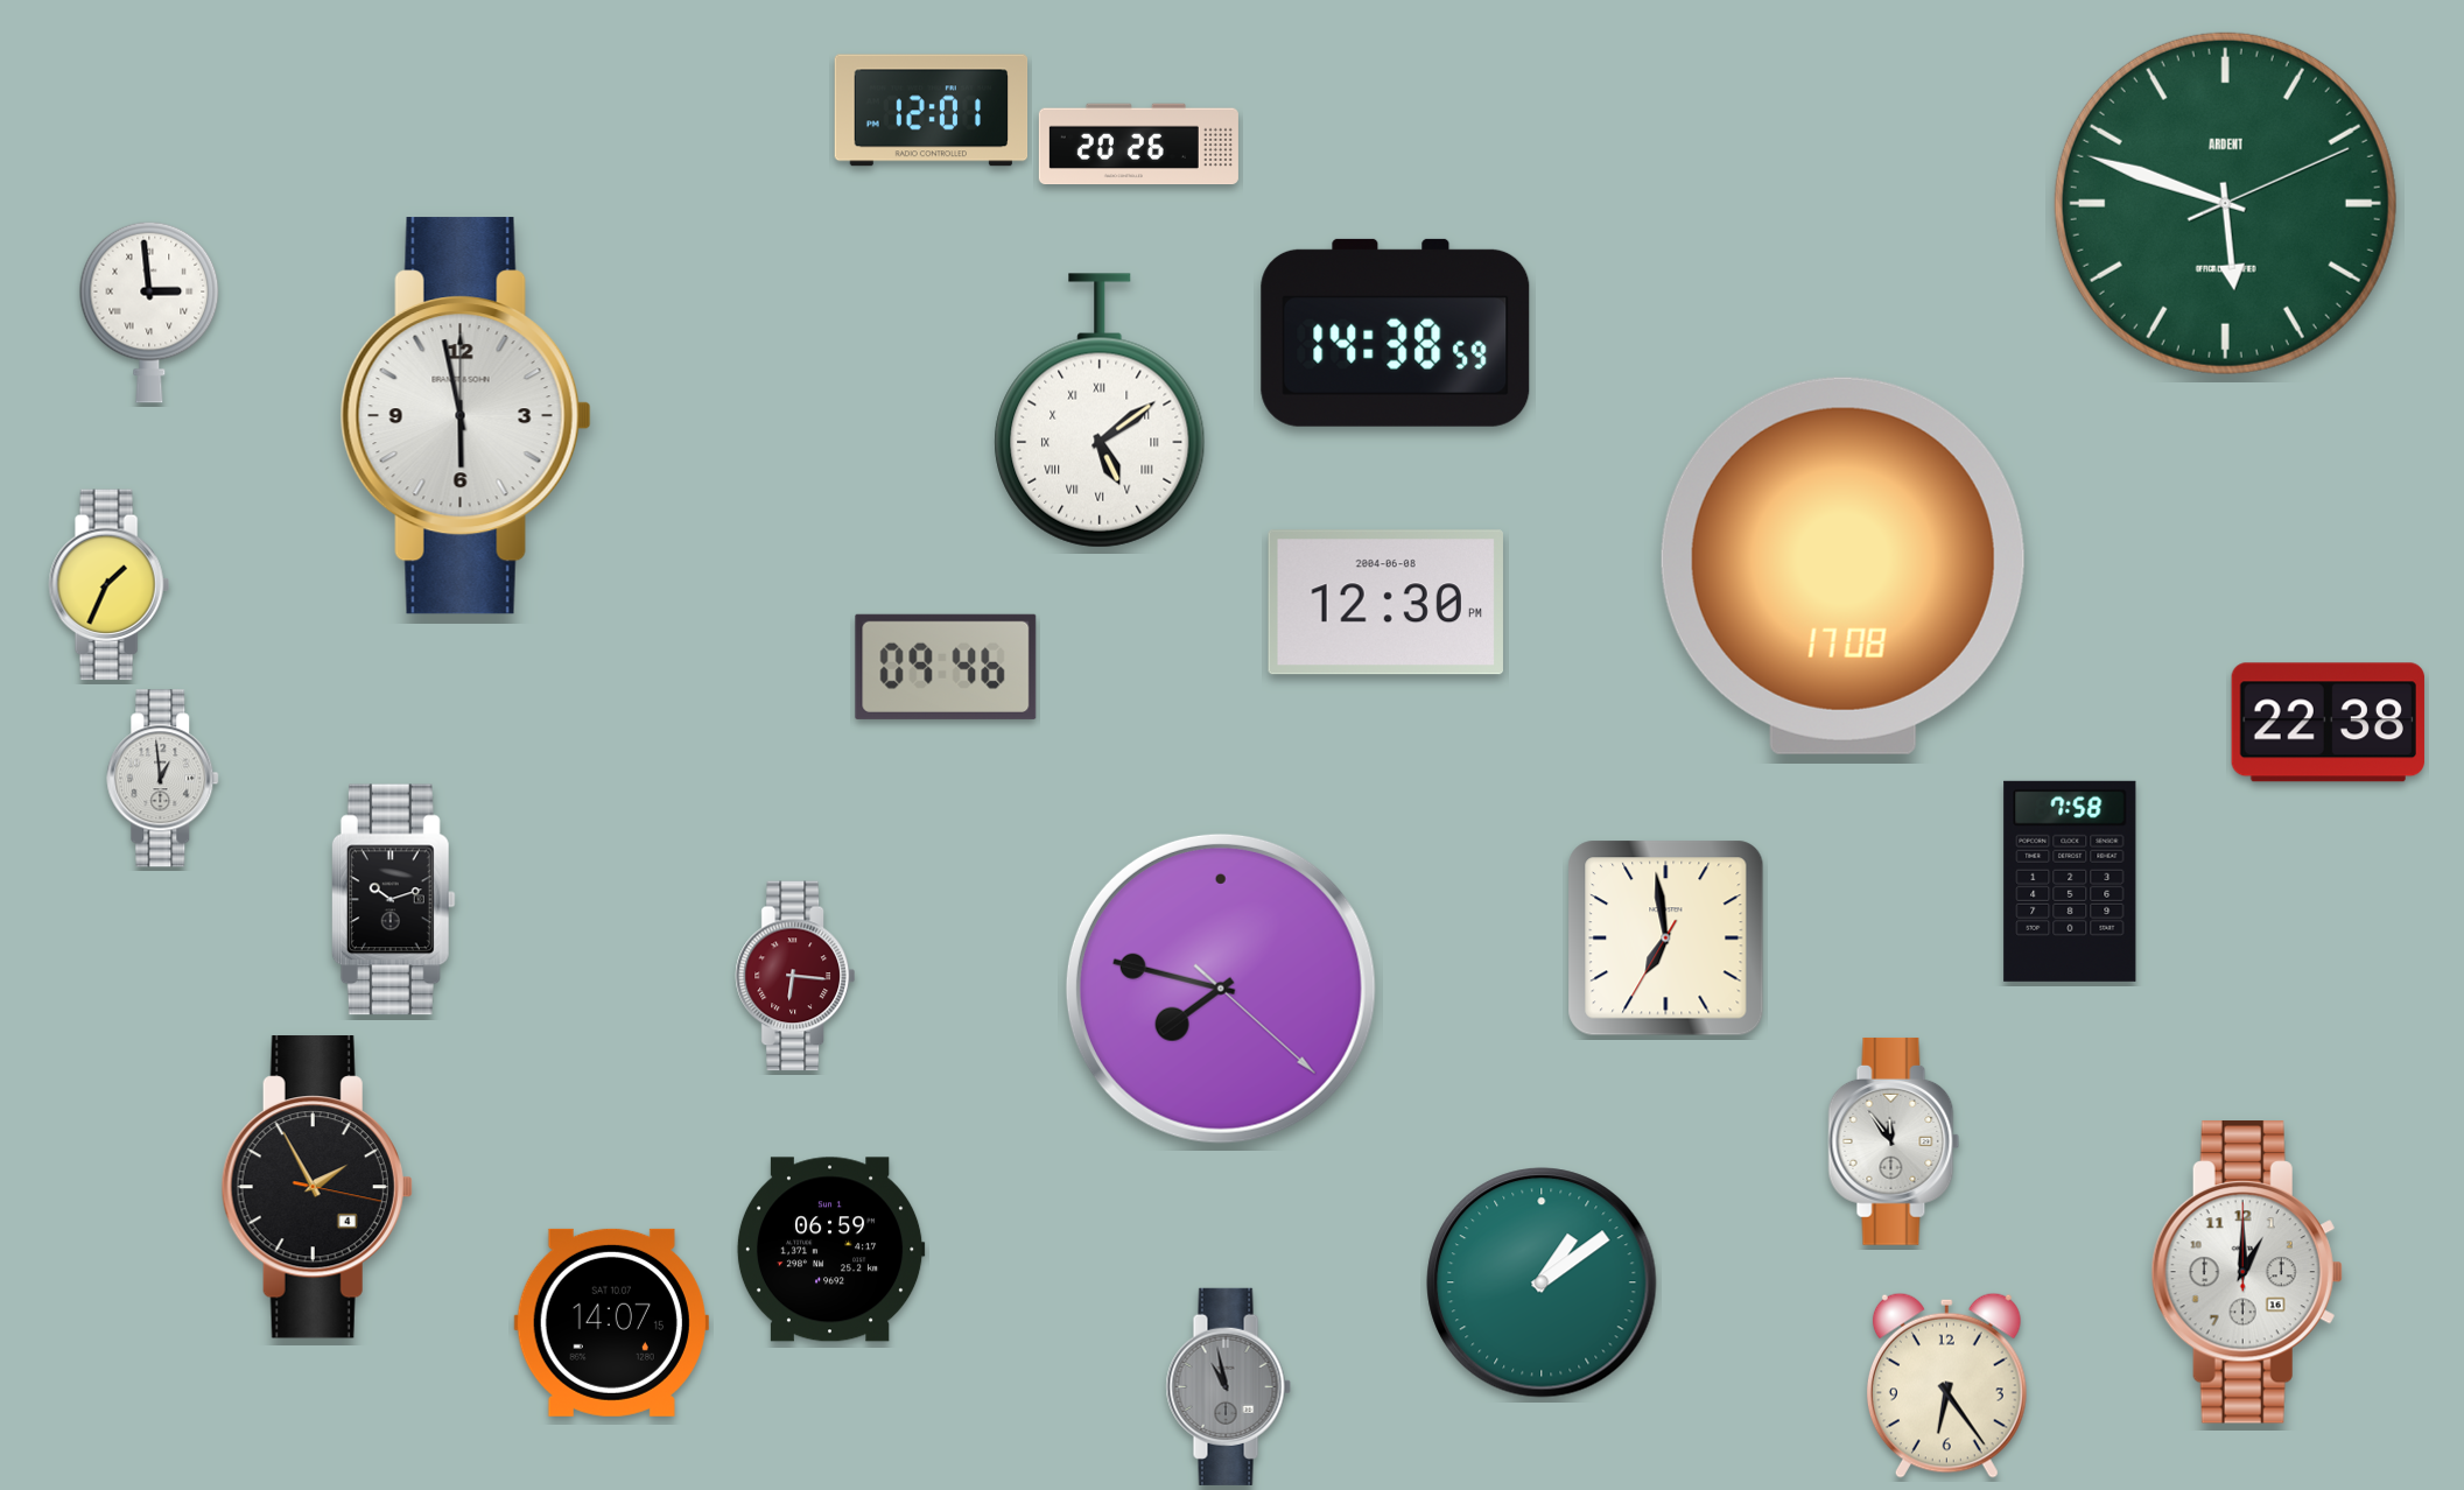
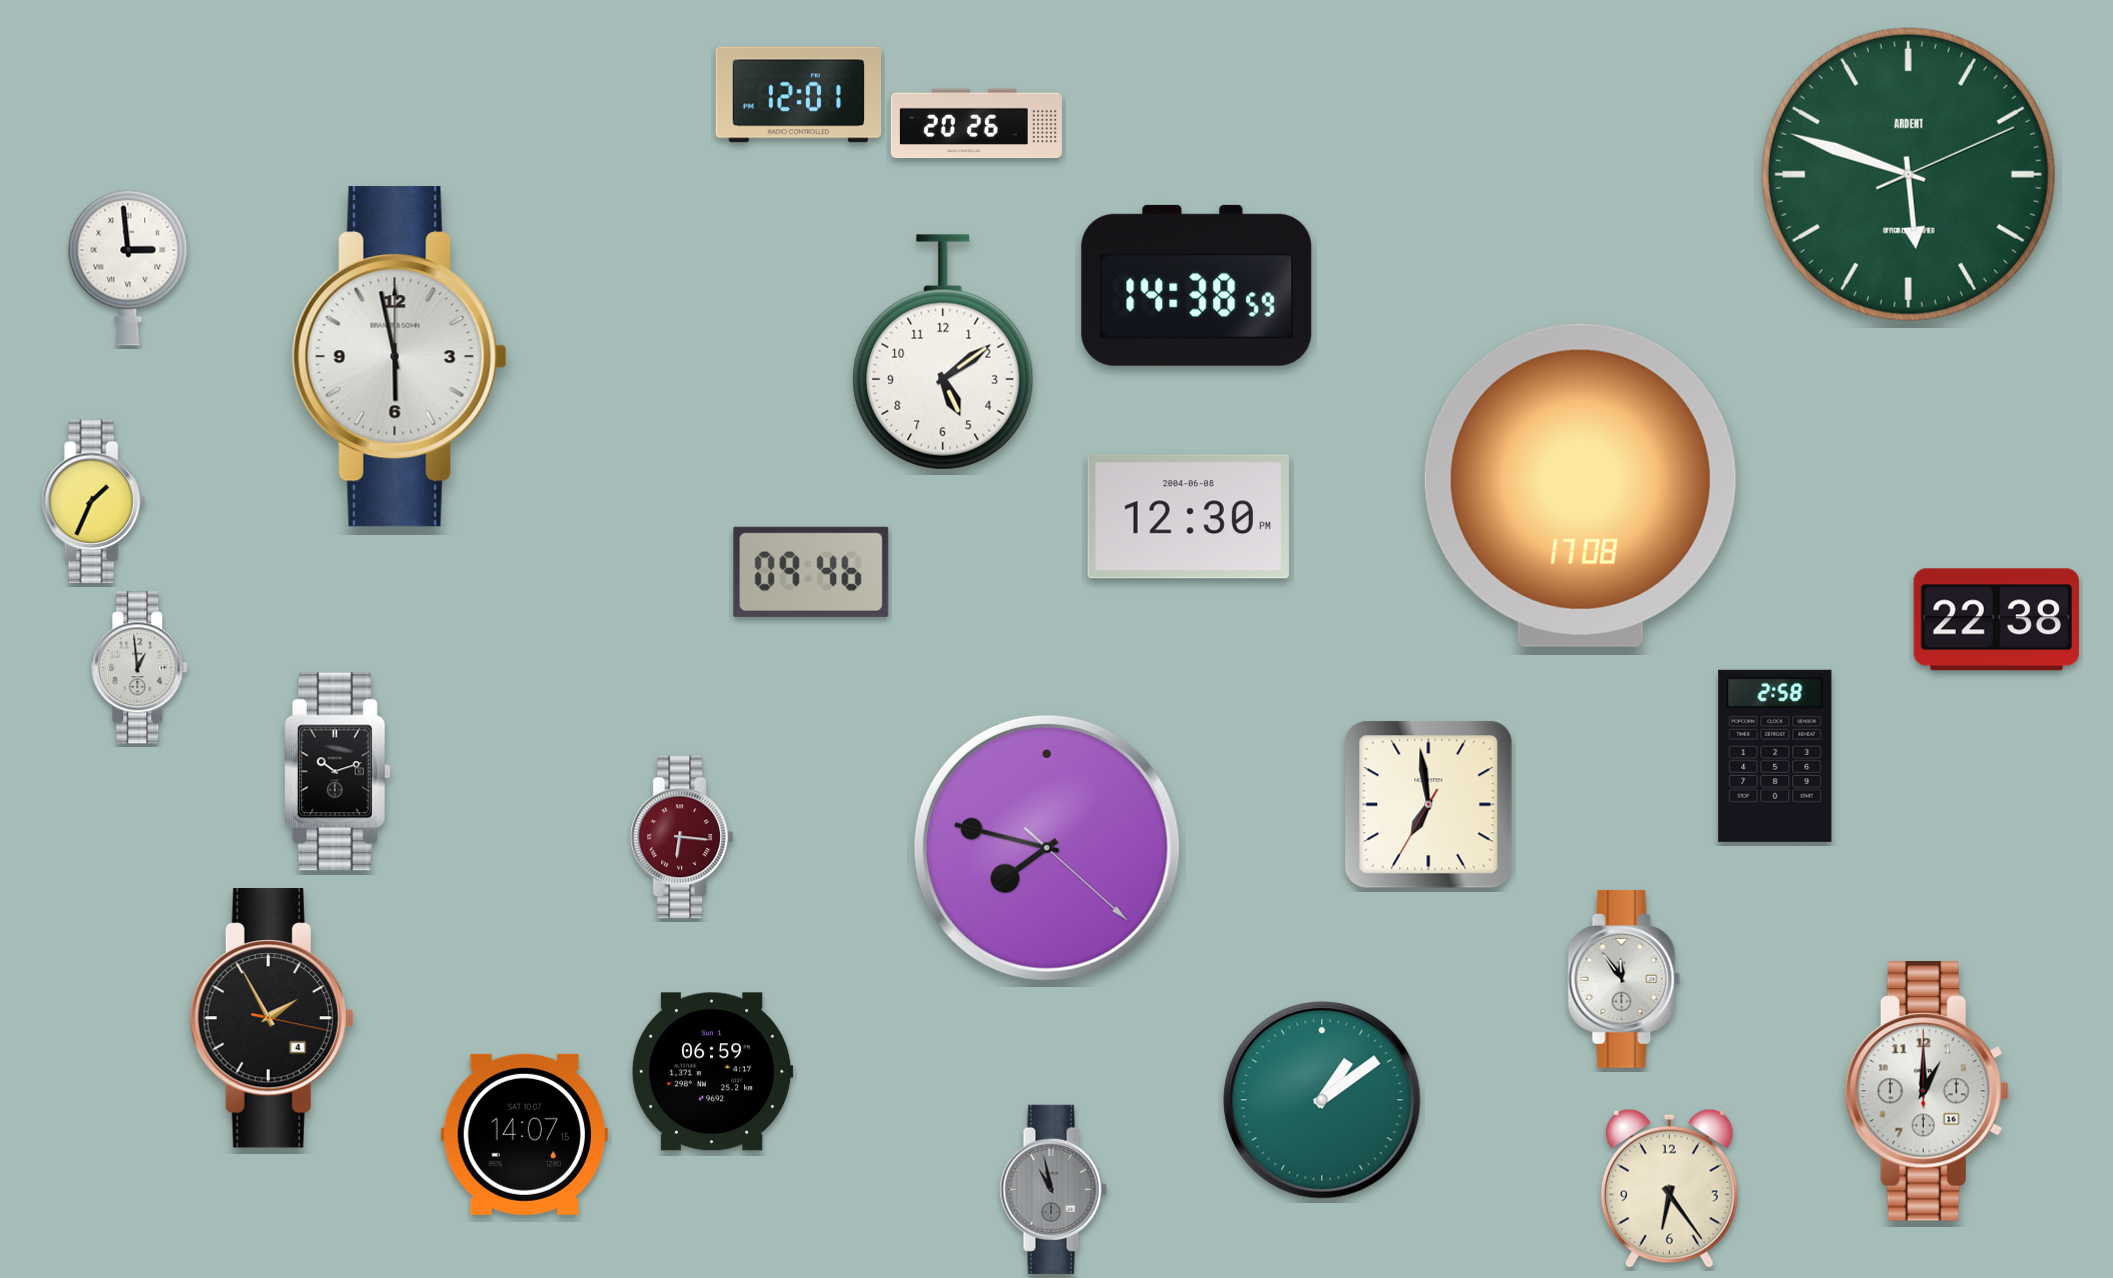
clock at (1100, 410) numerals: Roman -> Arabic
clock at (2070, 881): 7:58 -> 2:58
